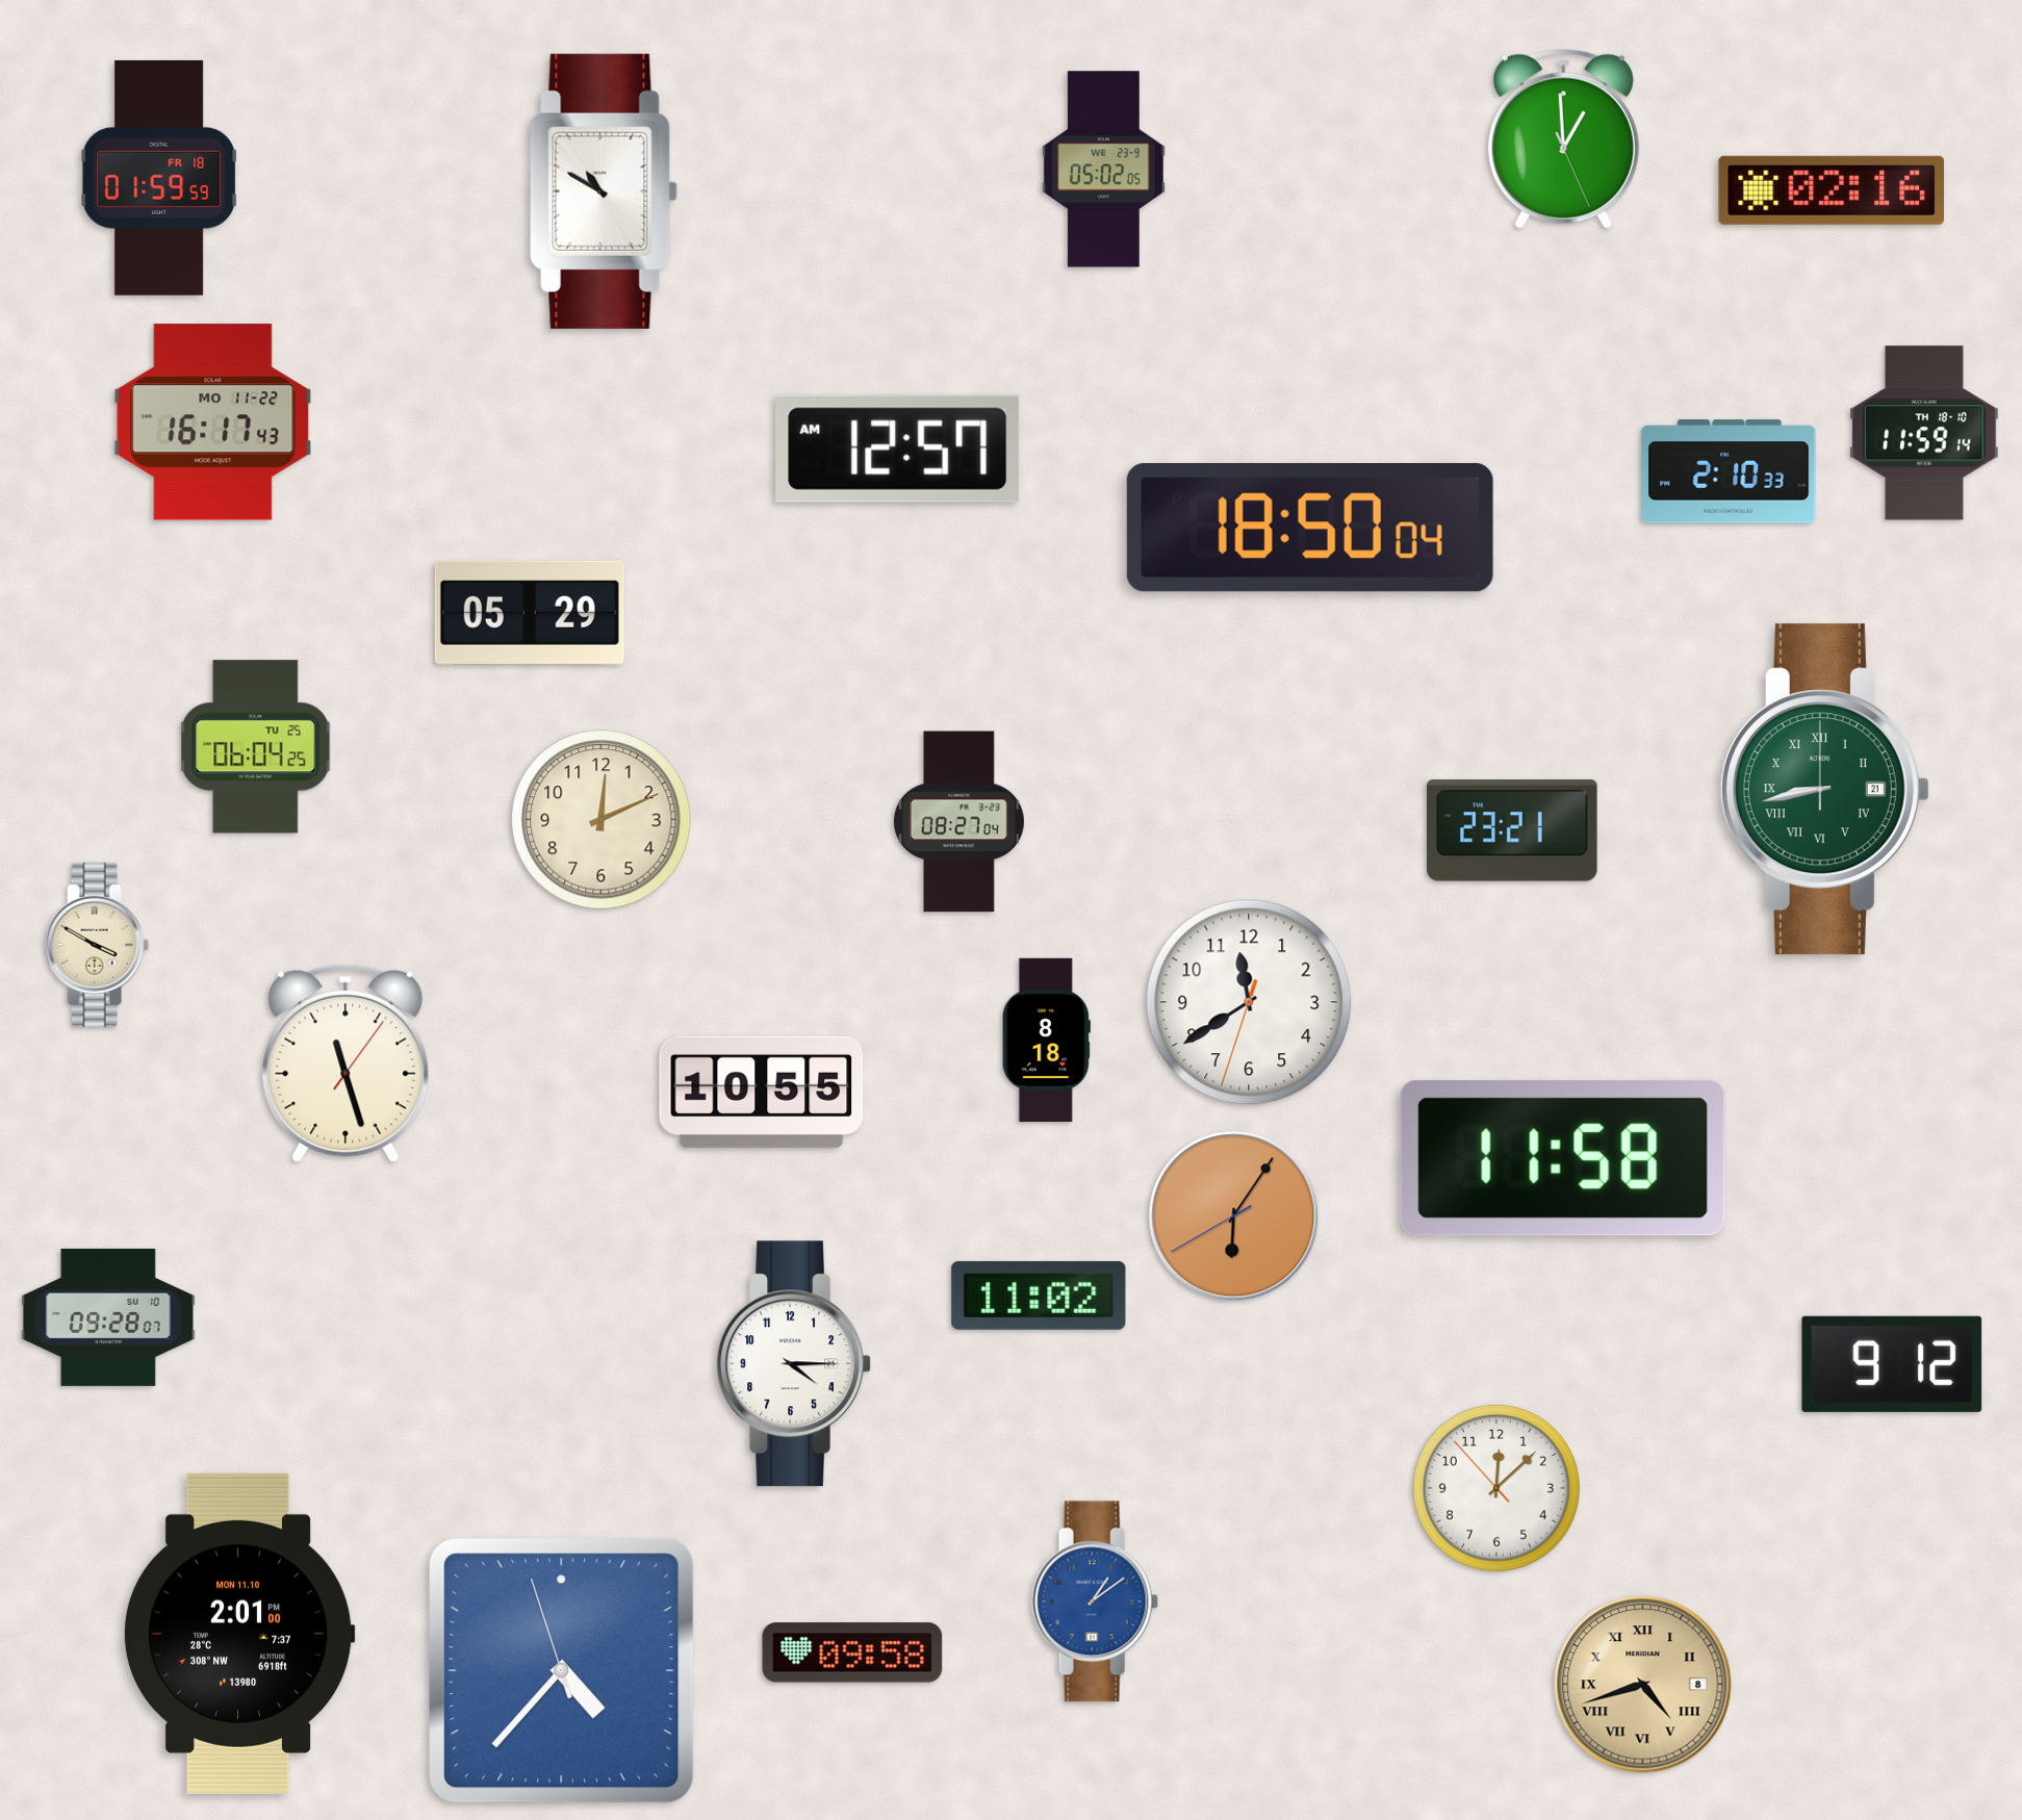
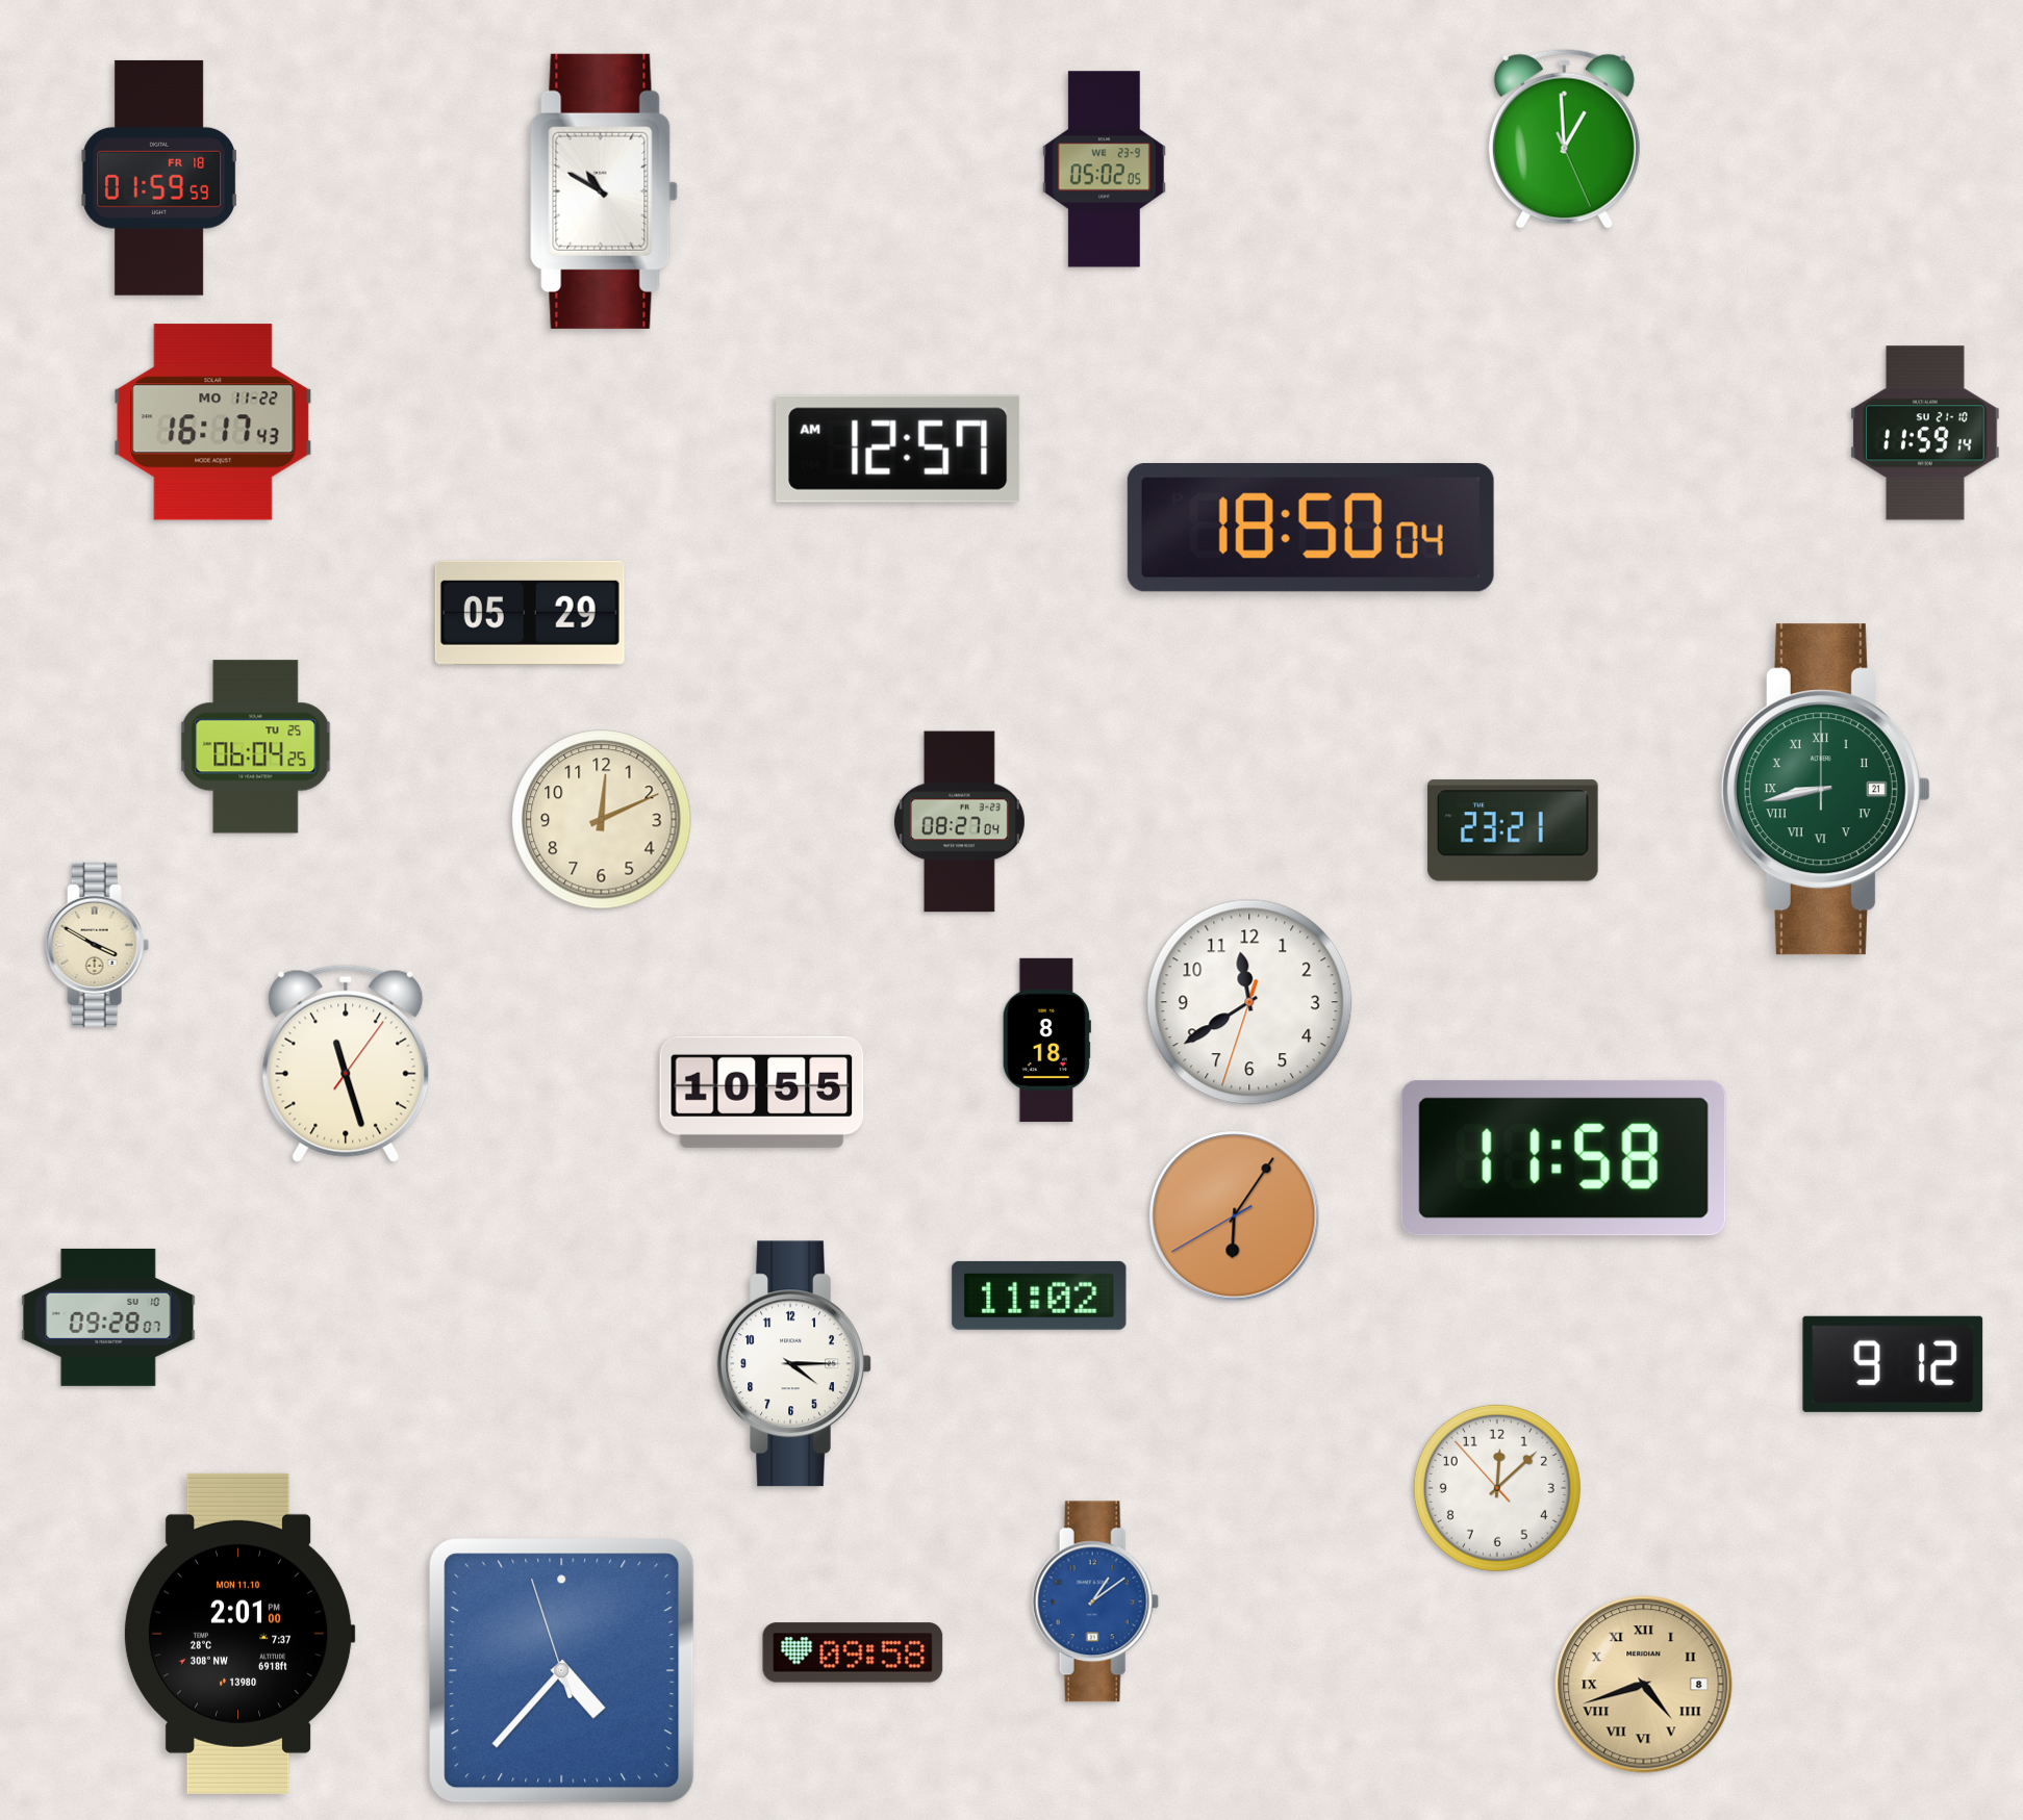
clock at (1832, 190): 02:16 -> none
clock at (1924, 433) date: TH 18-10 -> SU 21-10
clock at (1729, 471): 2:10 -> none
